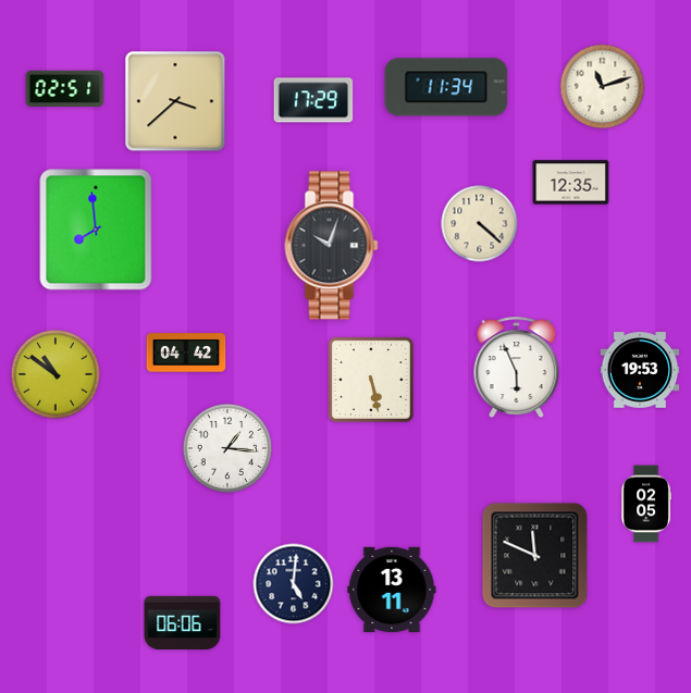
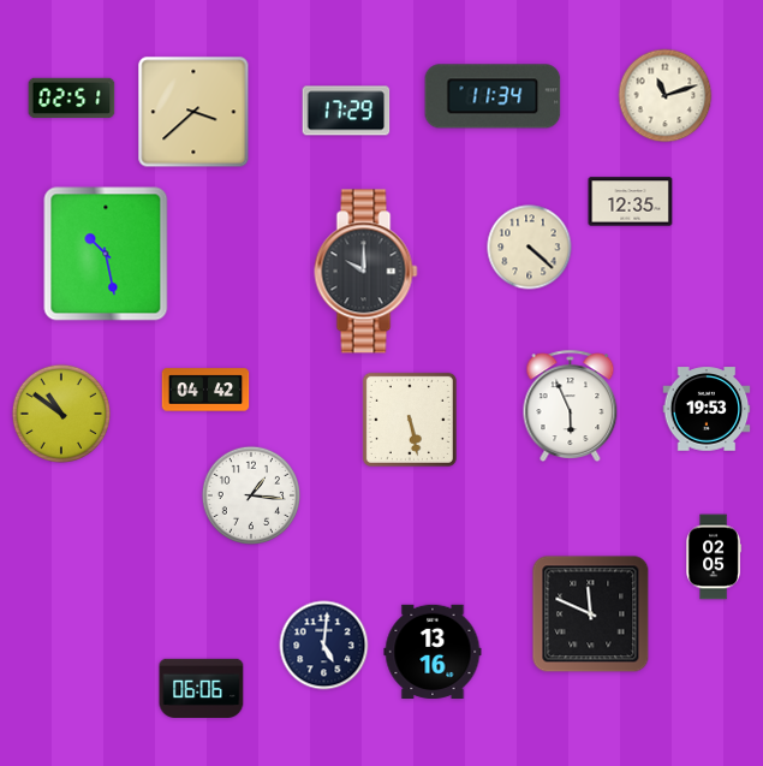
clock at (96, 230): 7:59 -> 10:28
clock at (332, 246): 10:03 -> 10:00
clock at (392, 589): 13:11 -> 13:16
